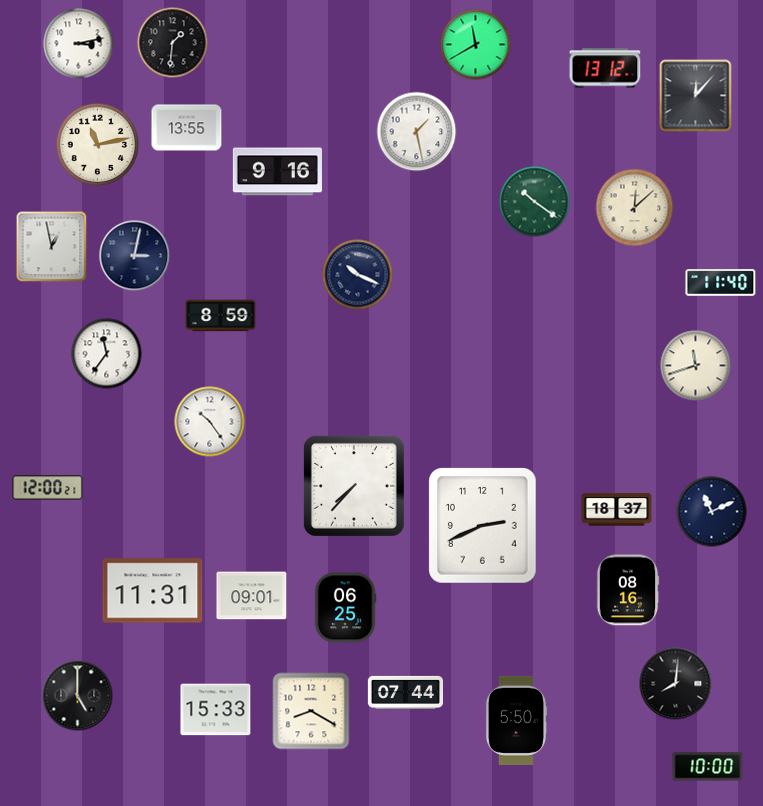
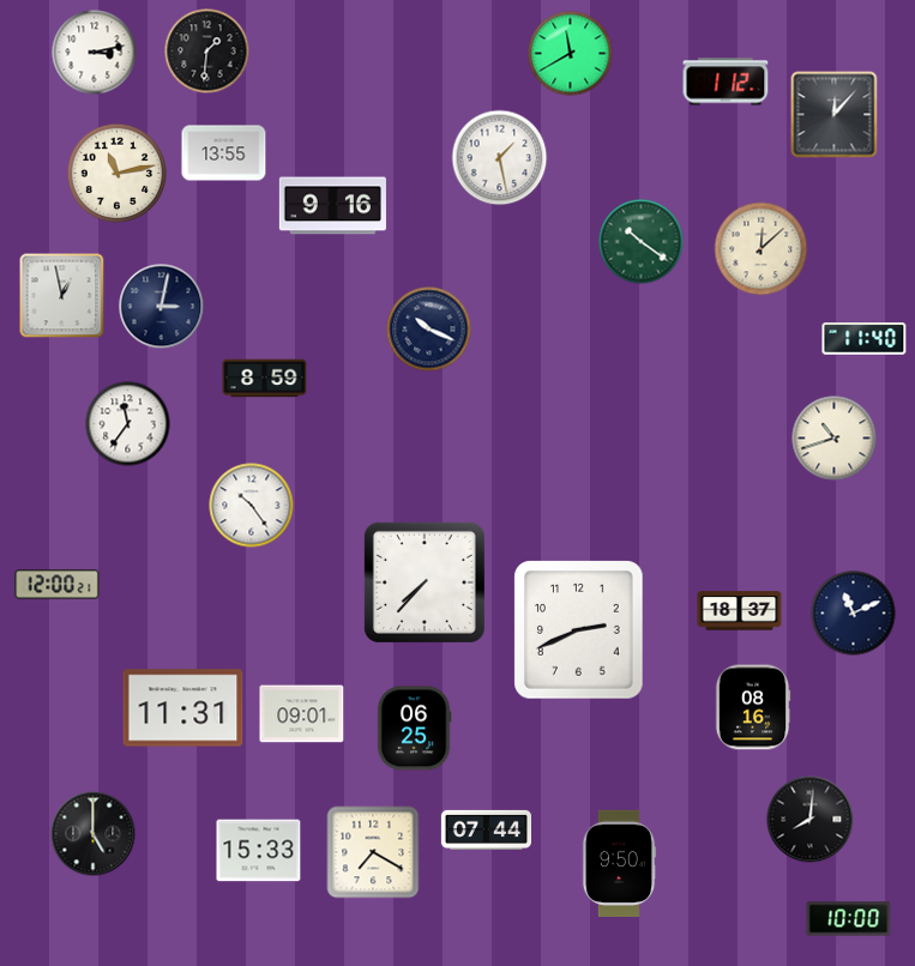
clock at (605, 68): 13:12 -> 1:12
clock at (696, 366): 11:42 -> 10:42
clock at (311, 711): 8:20 -> 7:20
clock at (516, 720): 5:50 -> 9:50
